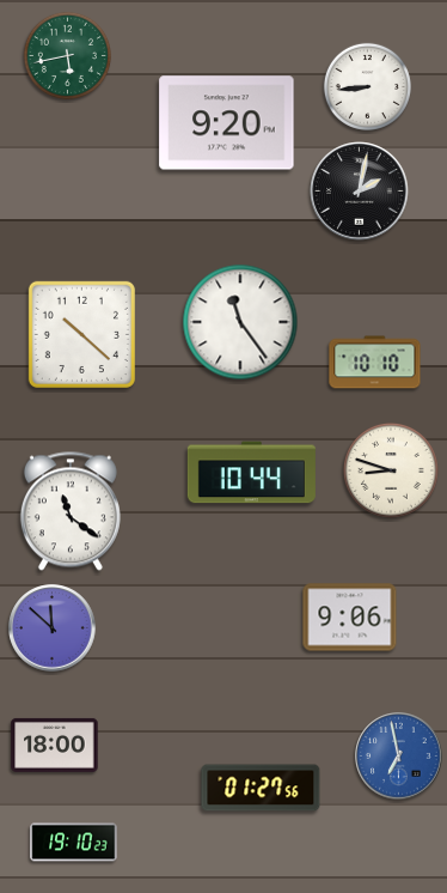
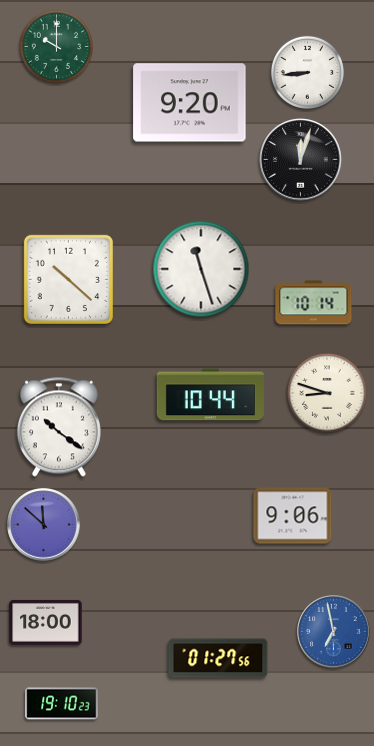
clock at (67, 55): 5:43 -> 10:00
clock at (360, 192): 2:02 -> 12:03
clock at (240, 322): 11:24 -> 11:27
clock at (375, 363): 10:10 -> 10:14
clock at (71, 511): 11:21 -> 10:21
